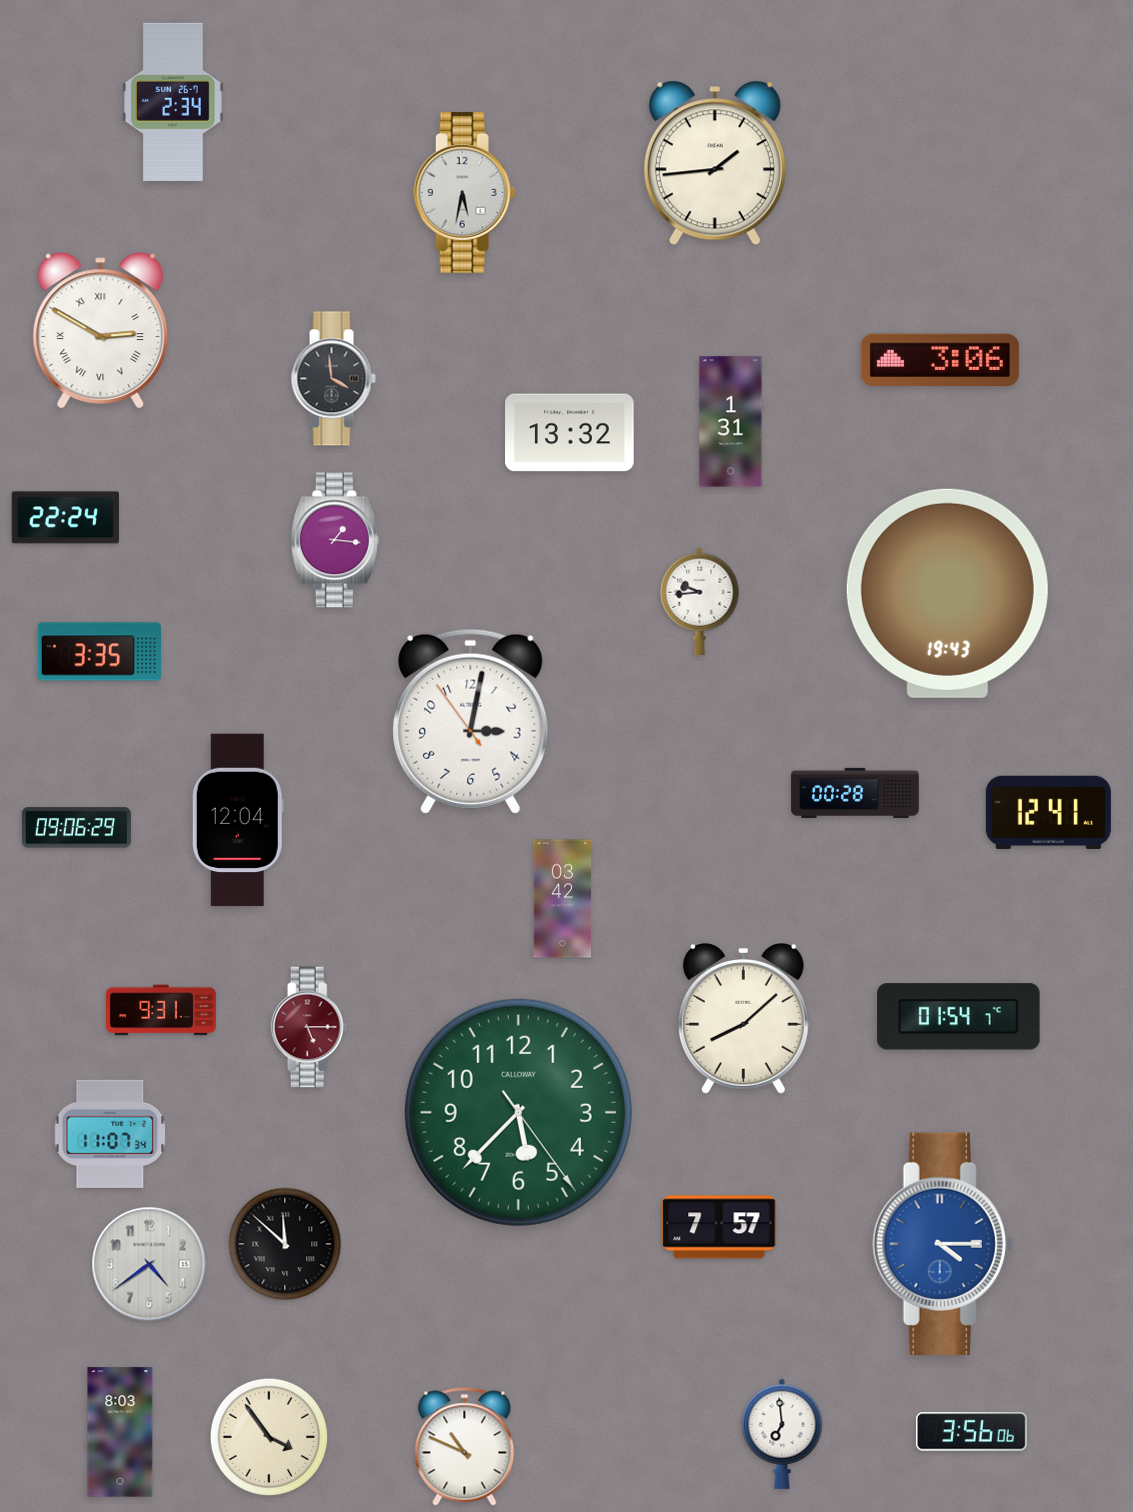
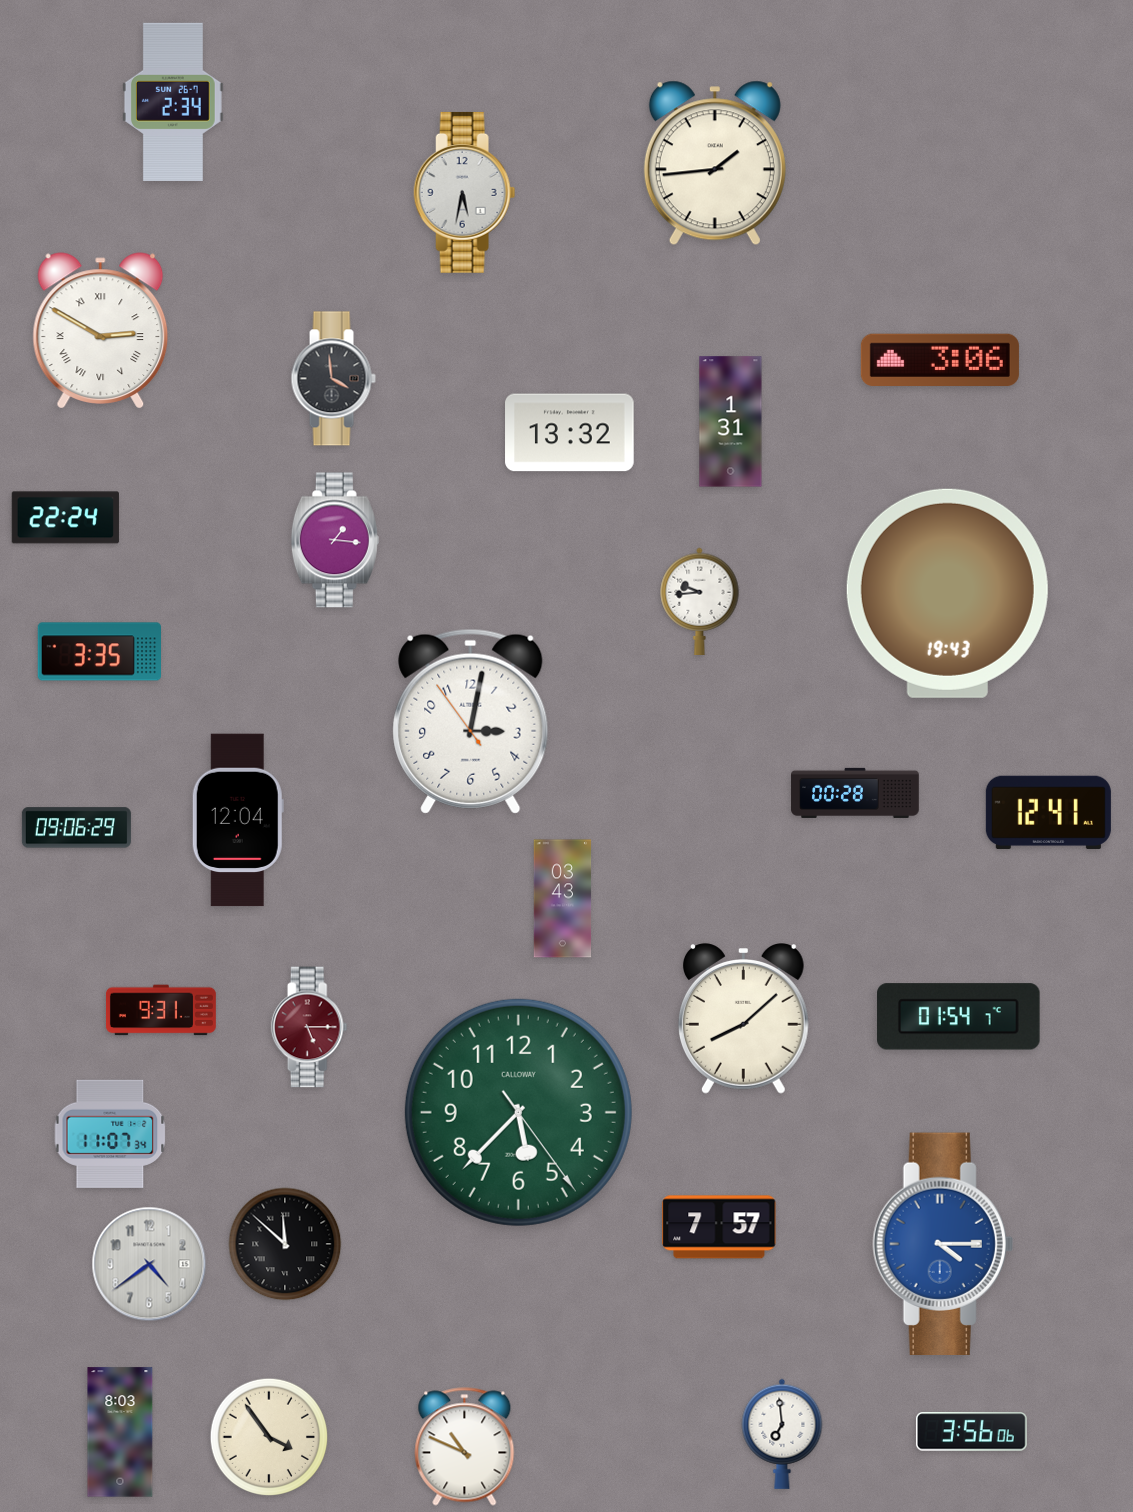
clock at (563, 899): 03:42 -> 03:43
